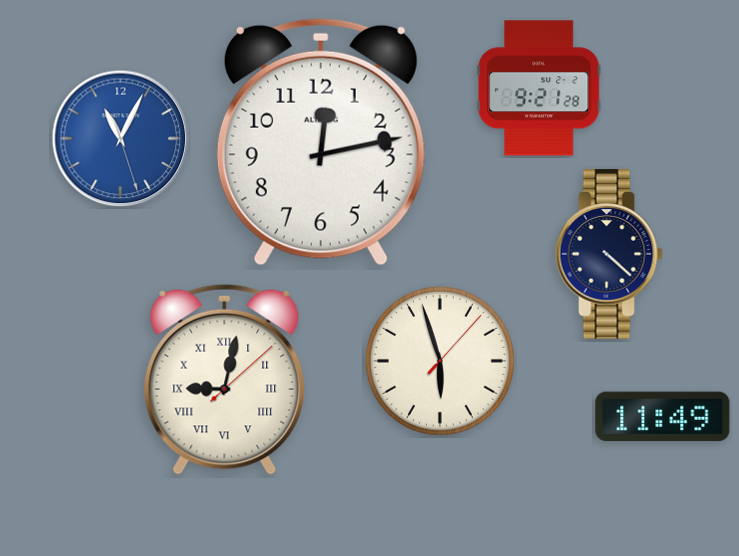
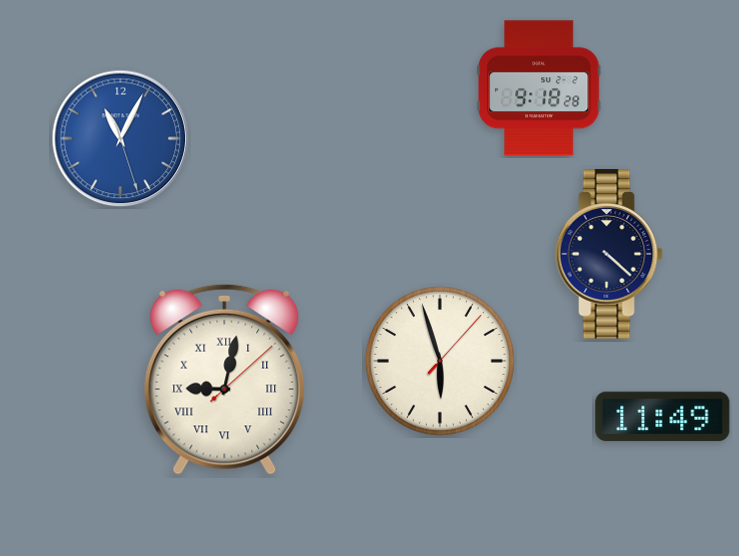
clock at (539, 88): 9:21 -> 9:18
clock at (321, 142): 12:13 -> none
